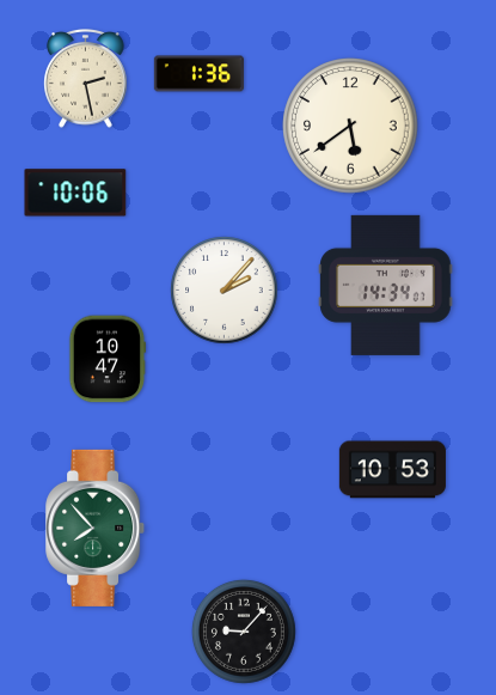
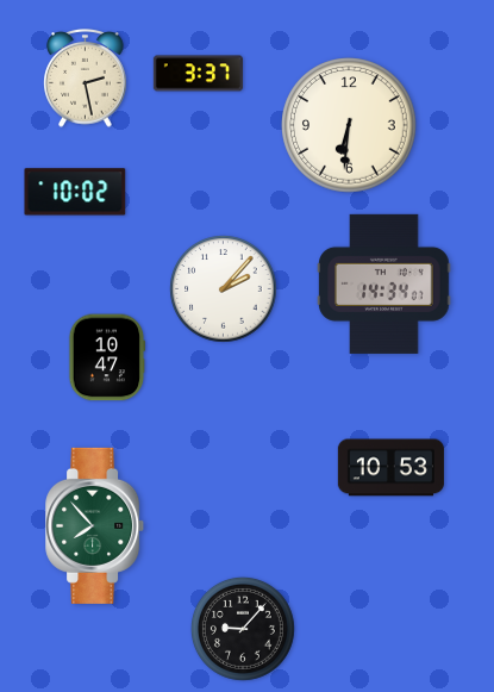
clock at (198, 74): 1:36 -> 3:37
clock at (350, 126): 5:39 -> 6:31
clock at (75, 193): 10:06 -> 10:02
